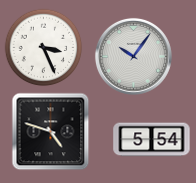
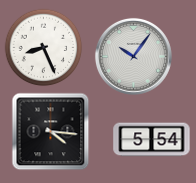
clock at (43, 47): 3:26 -> 8:26
clock at (50, 131): 4:48 -> 4:16
